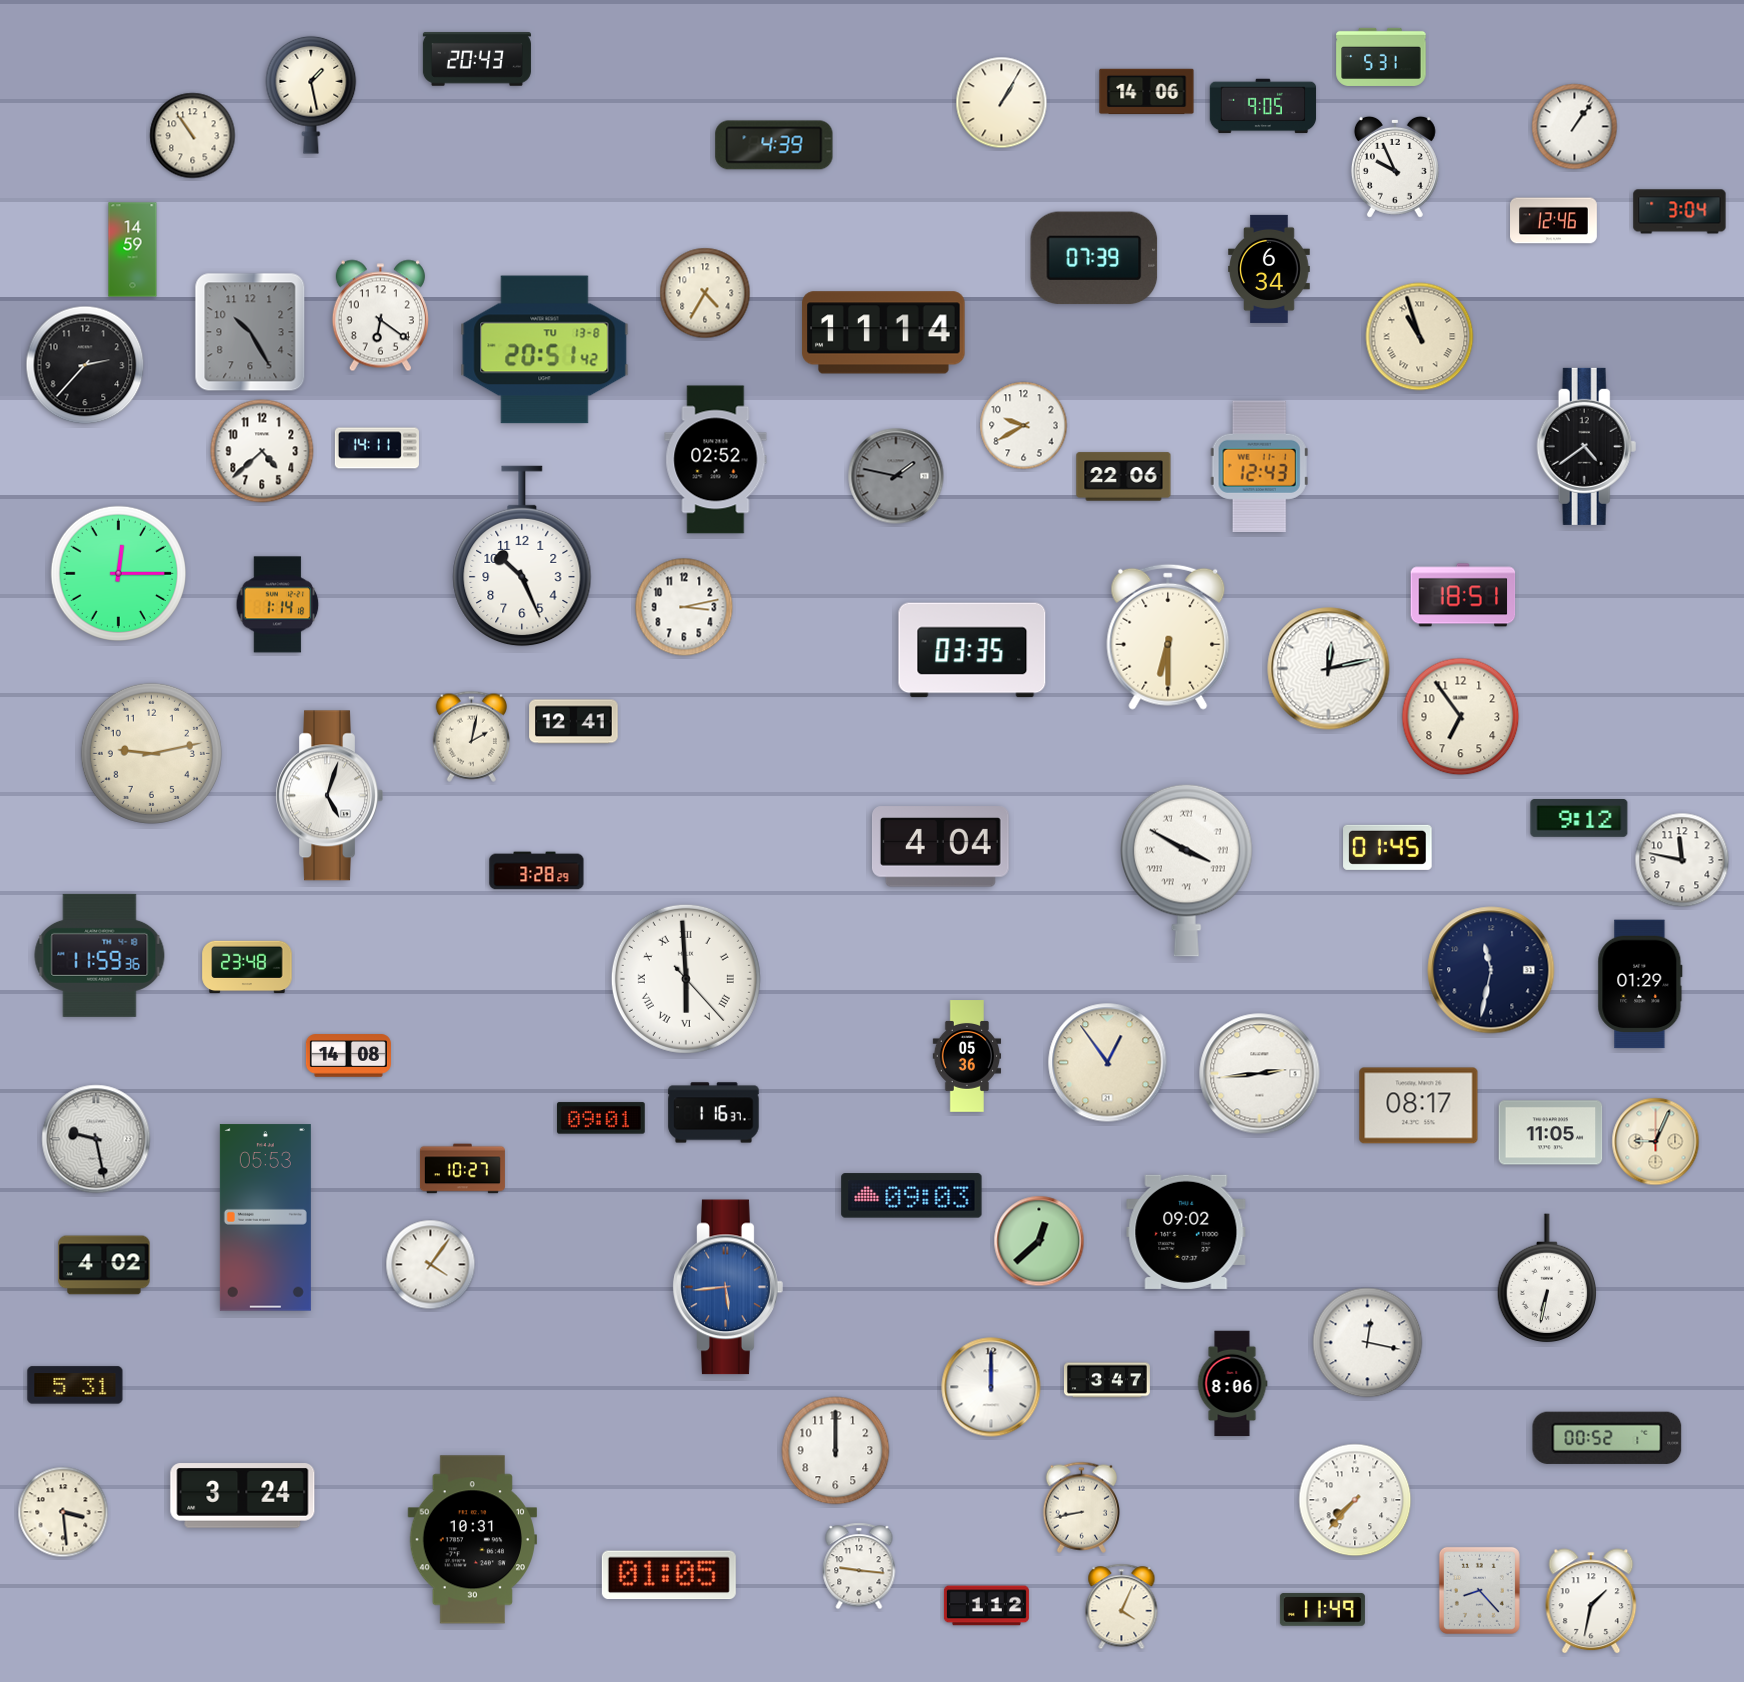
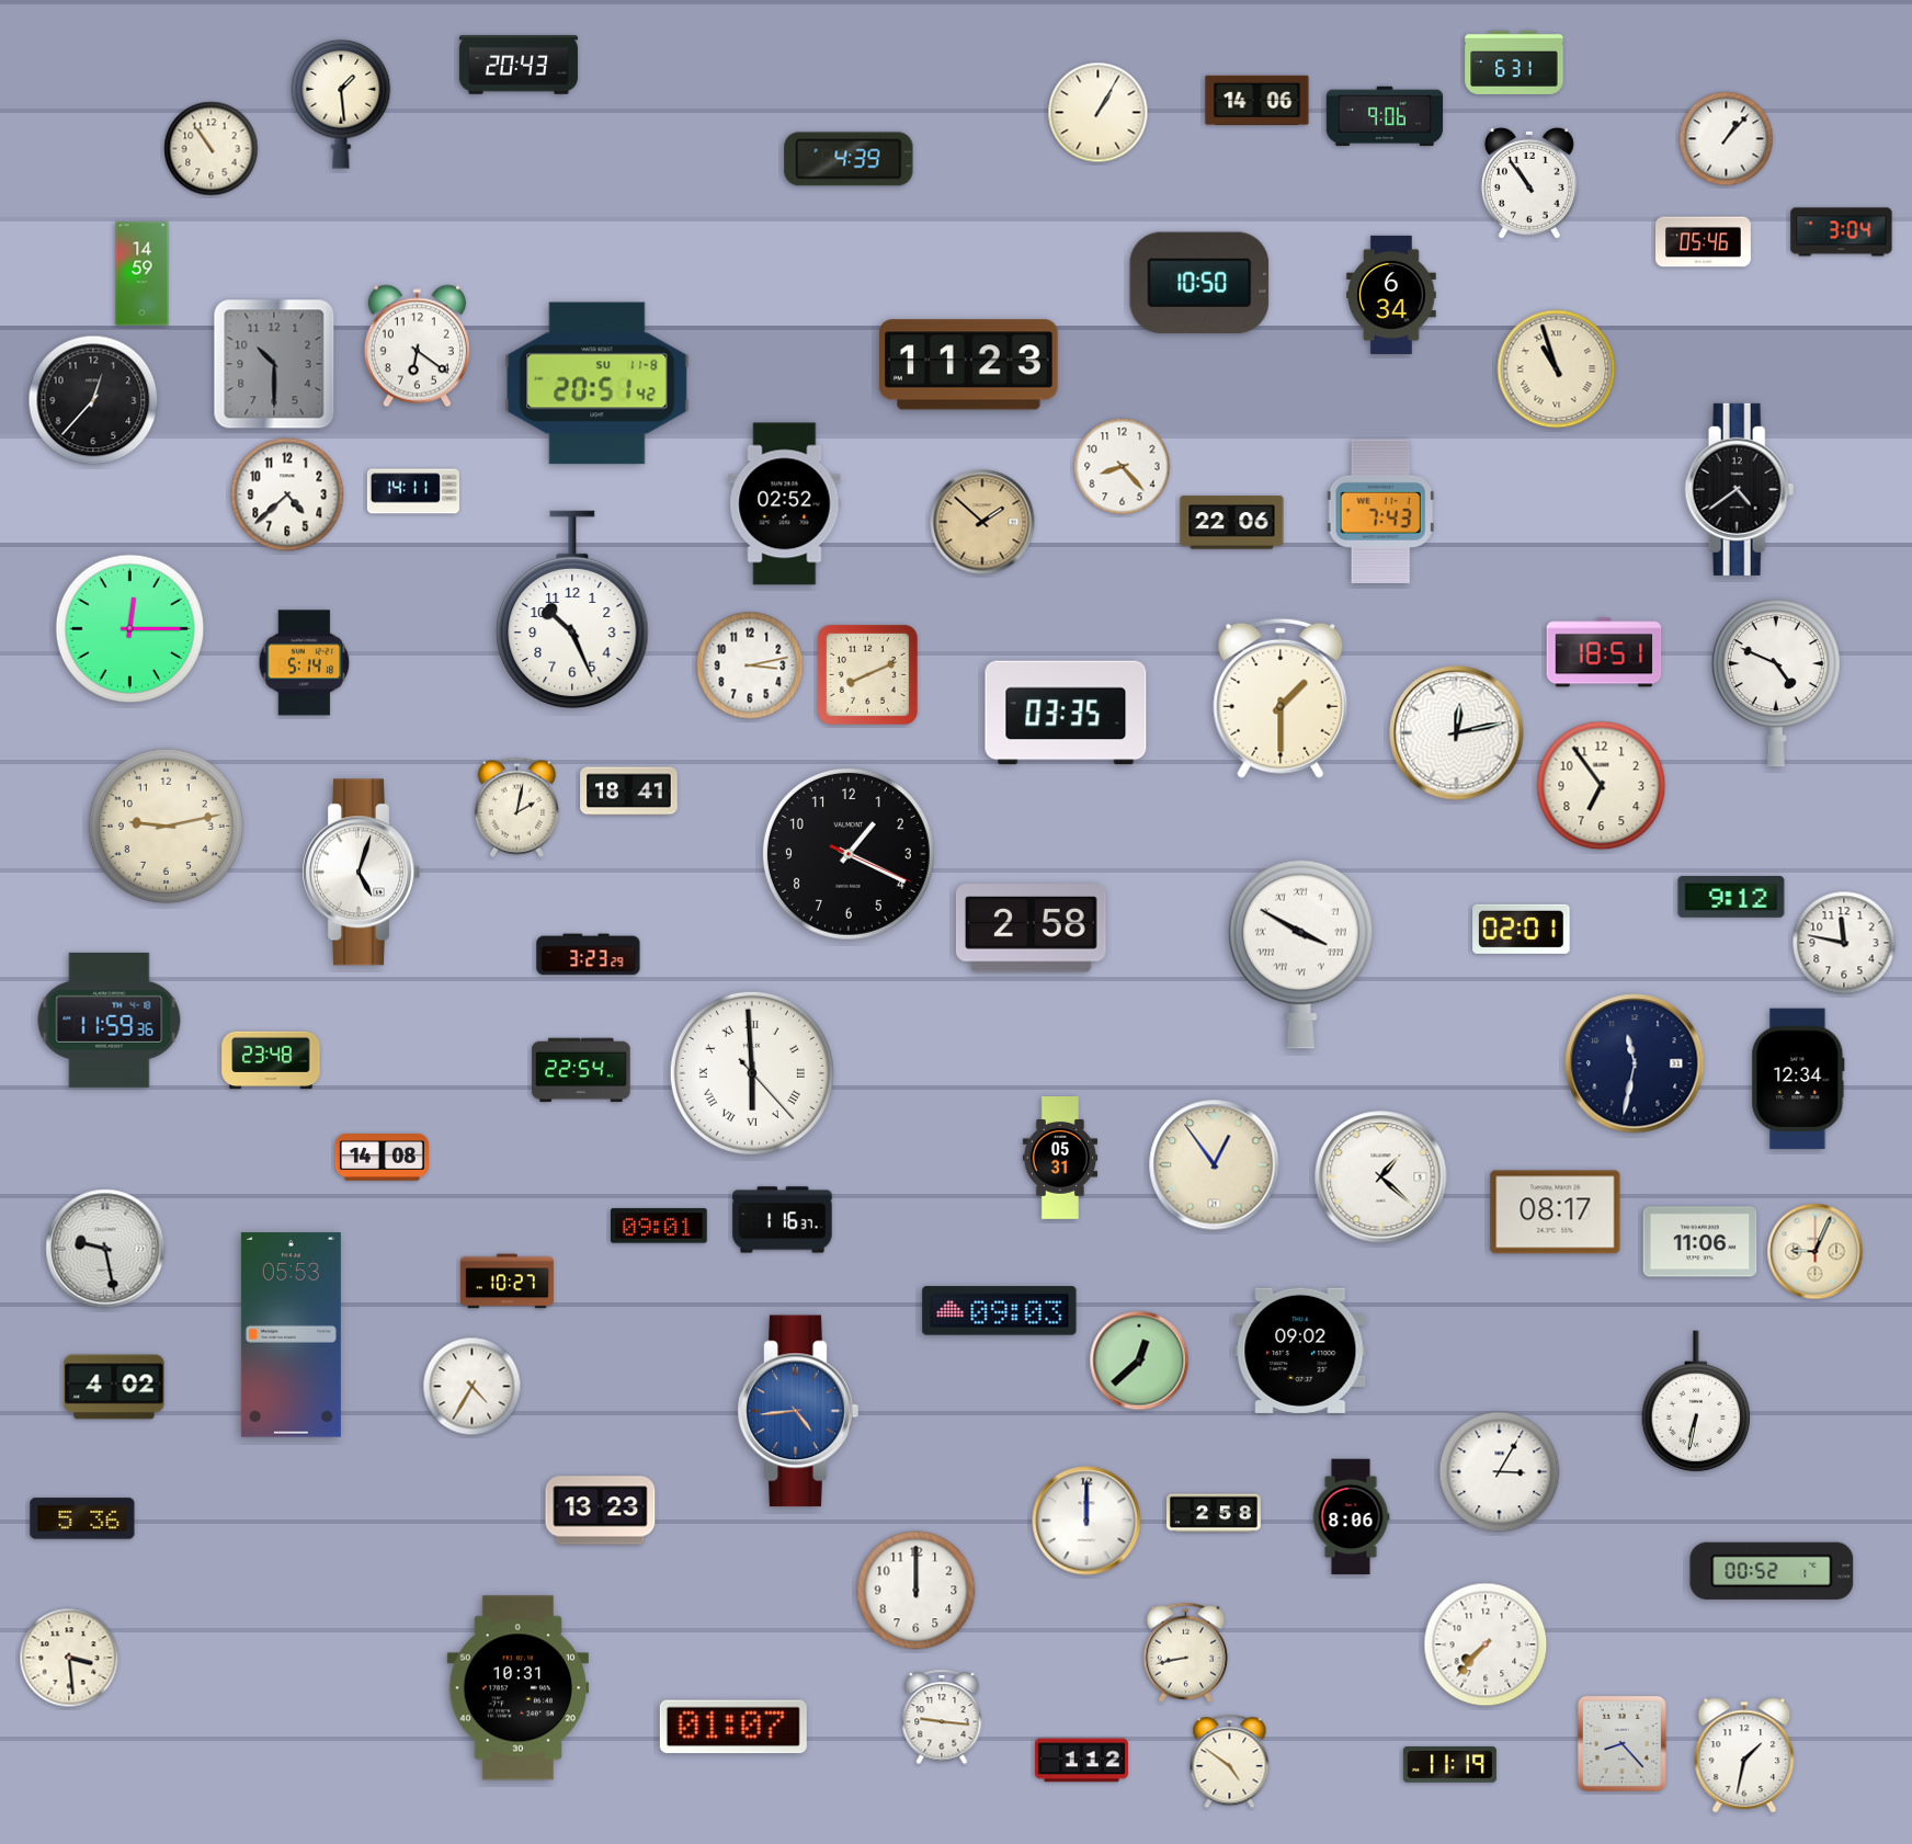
clock at (1381, 57): 5:31 -> 6:31
clock at (477, 59) position: (477, 59) -> (519, 65)
clock at (311, 95): 1:28 -> 1:29
clock at (1263, 106): 9:05 -> 9:06
clock at (1575, 127): 1:06 -> 1:07
clock at (1395, 167): 9:56 -> 10:54
clock at (1554, 221): 12:46 -> 05:46
clock at (133, 250) position: (133, 250) -> (143, 274)
clock at (1094, 258): 07:39 -> 10:50
clock at (705, 293): 4:35 -> none
clock at (250, 332): 10:25 -> 10:30
clock at (884, 333): 11:14 -> 11:23
clock at (545, 350) date: TU 13-8 -> SU 11-8
clock at (85, 365): 2:37 -> 12:37
clock at (1024, 426): 9:40 -> 8:23
clock at (1259, 466): 12:43 -> 7:43
clock at (896, 476): 1:47 -> 1:52
clock at (896, 476) dial: grey -> champagne
clock at (278, 605): 1:14 -> 5:14
clock at (867, 674): none -> 8:11
clock at (1776, 683): none -> 4:49
clock at (1168, 637): 6:30 -> 1:30
clock at (574, 722): 12:41 -> 18:41
clock at (849, 854): none -> 1:19
clock at (941, 847): 4:04 -> 2:58
clock at (1388, 847): 01:45 -> 02:01
clock at (537, 871): 3:28 -> 3:23
clock at (100, 955) position: (100, 955) -> (110, 1020)
clock at (581, 1070): none -> 22:54
clock at (1640, 984): 01:29 -> 12:34
clock at (967, 1056): 05:36 -> 05:31
clock at (1260, 1074): 2:44 -> 1:22
clock at (1551, 1133): 11:05 -> 11:06
clock at (431, 1265): 4:06 -> 4:35
clock at (728, 1287): 5:44 -> 4:44
clock at (1368, 1343): 12:17 -> 3:05
clock at (601, 1511): none -> 13:23
clock at (1107, 1380): 3:47 -> 2:58
clock at (75, 1385): 5:31 -> 5:36
clock at (1607, 1438) position: (1607, 1438) -> (1772, 1571)
clock at (243, 1496): 3:24 -> none
clock at (669, 1575): 01:05 -> 01:07
clock at (1122, 1607): 4:04 -> 4:51
clock at (1322, 1610): 11:49 -> 11:19
